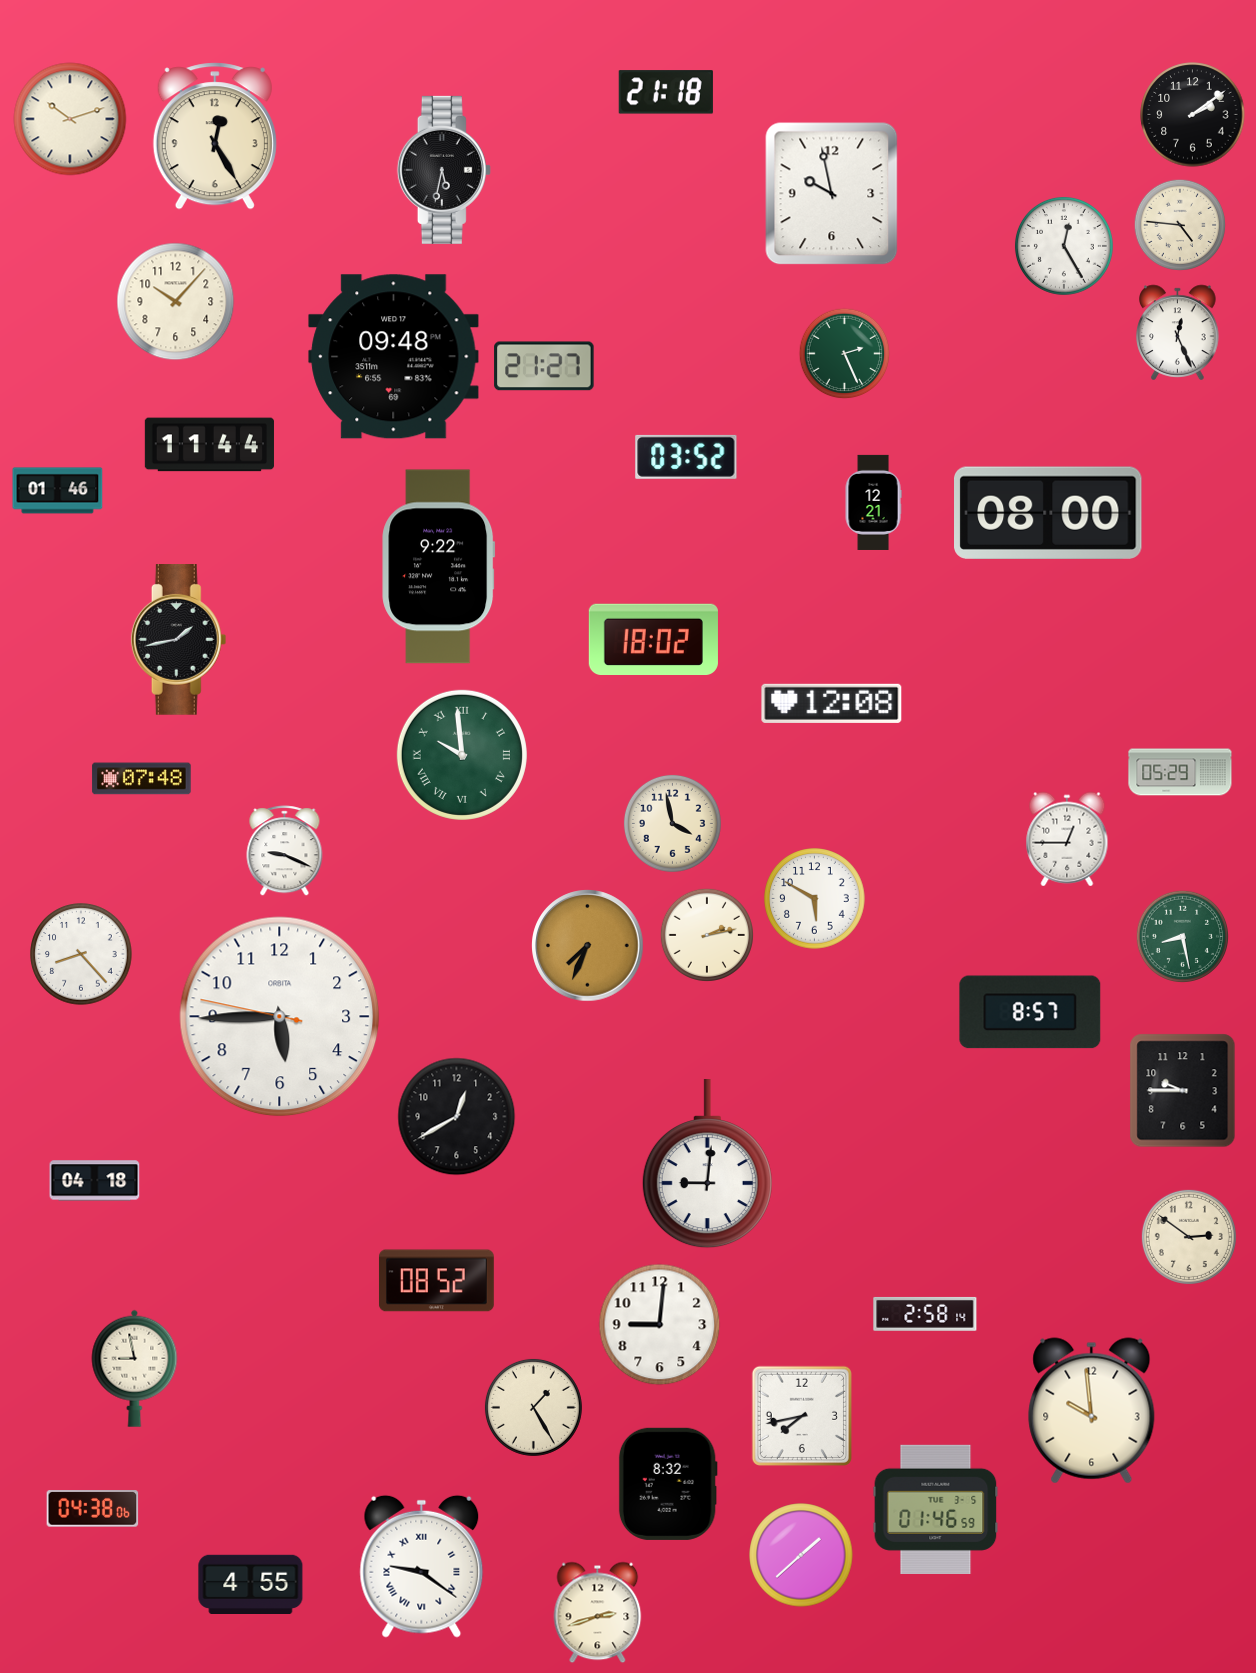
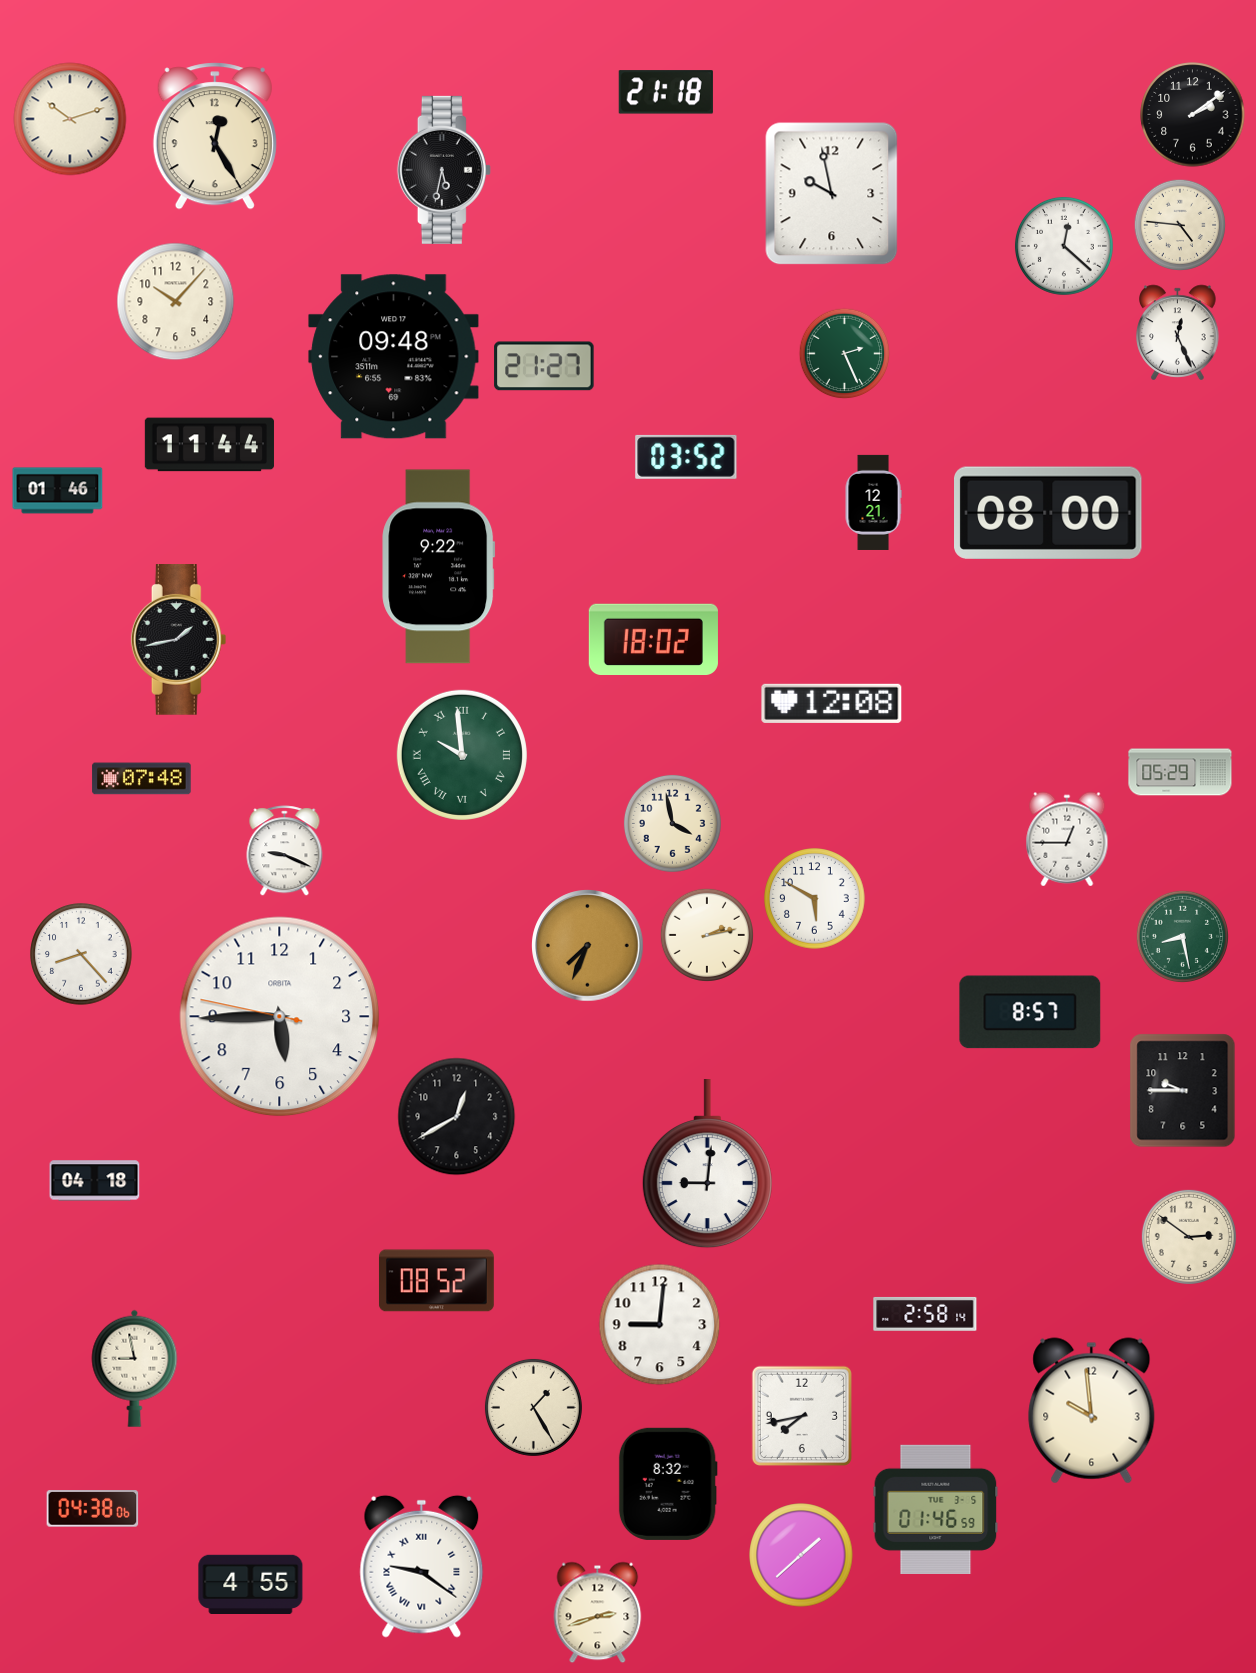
clock at (1064, 246): 12:25 -> 12:22
